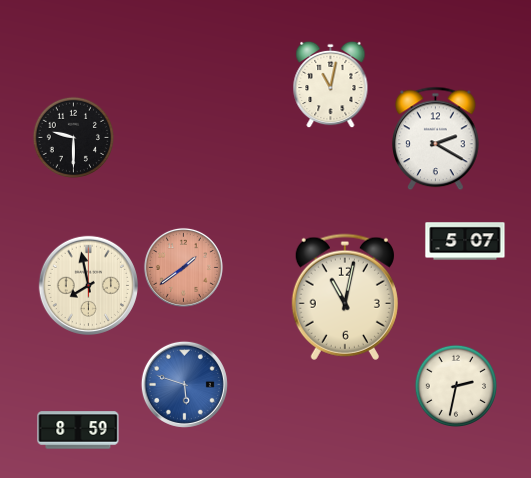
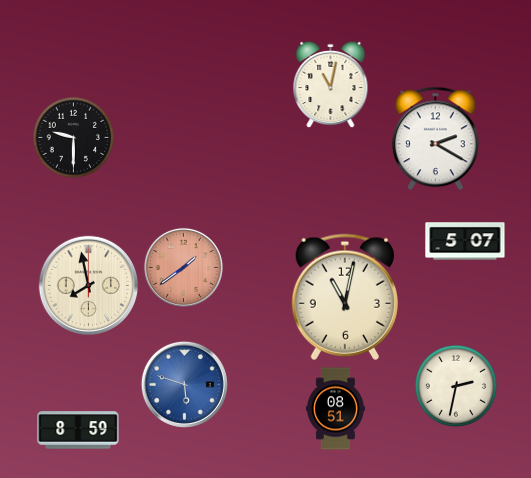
clock at (335, 409): none -> 08:51
